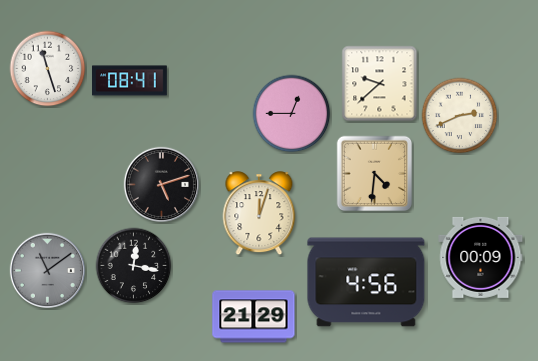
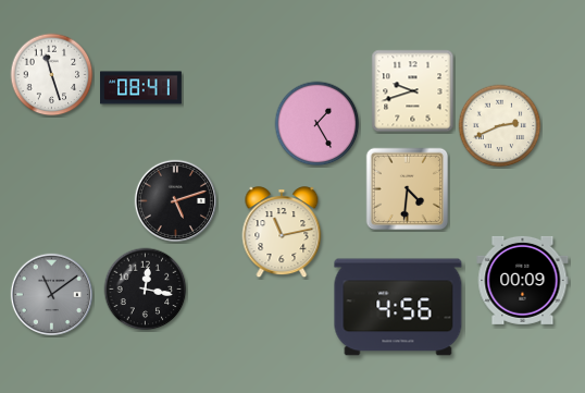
clock at (380, 84): 9:38 -> 9:42
clock at (292, 114): 12:45 -> 1:25
clock at (259, 214): 12:03 -> 11:13
clock at (254, 317): 21:29 -> none
